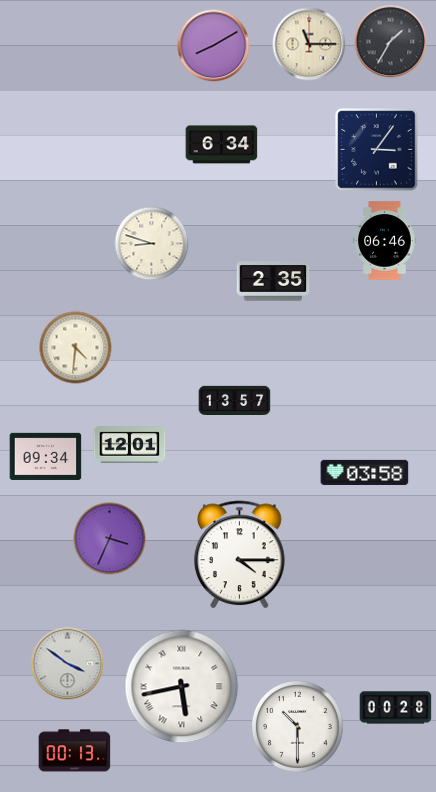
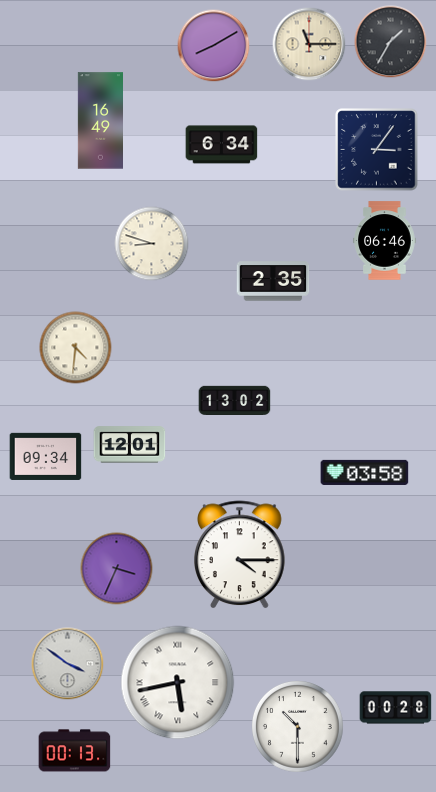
clock at (101, 121): none -> 16:49
clock at (235, 401): 13:57 -> 13:02
clock at (110, 539) position: (110, 539) -> (117, 569)
clock at (182, 687) position: (182, 687) -> (178, 683)
